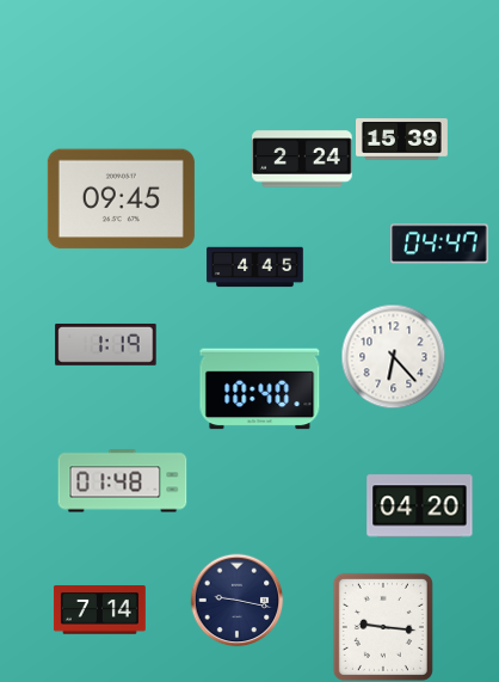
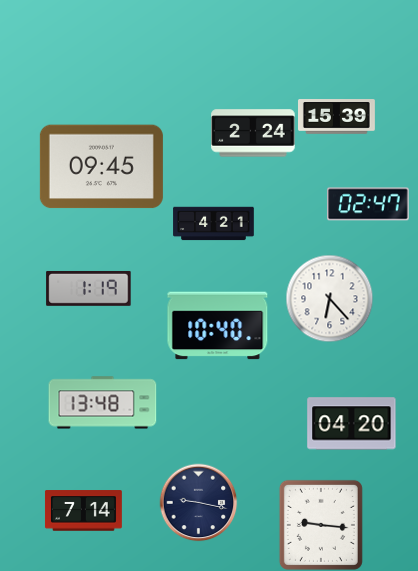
clock at (439, 244): 04:47 -> 02:47
clock at (255, 268): 4:45 -> 4:21
clock at (123, 481): 01:48 -> 13:48
